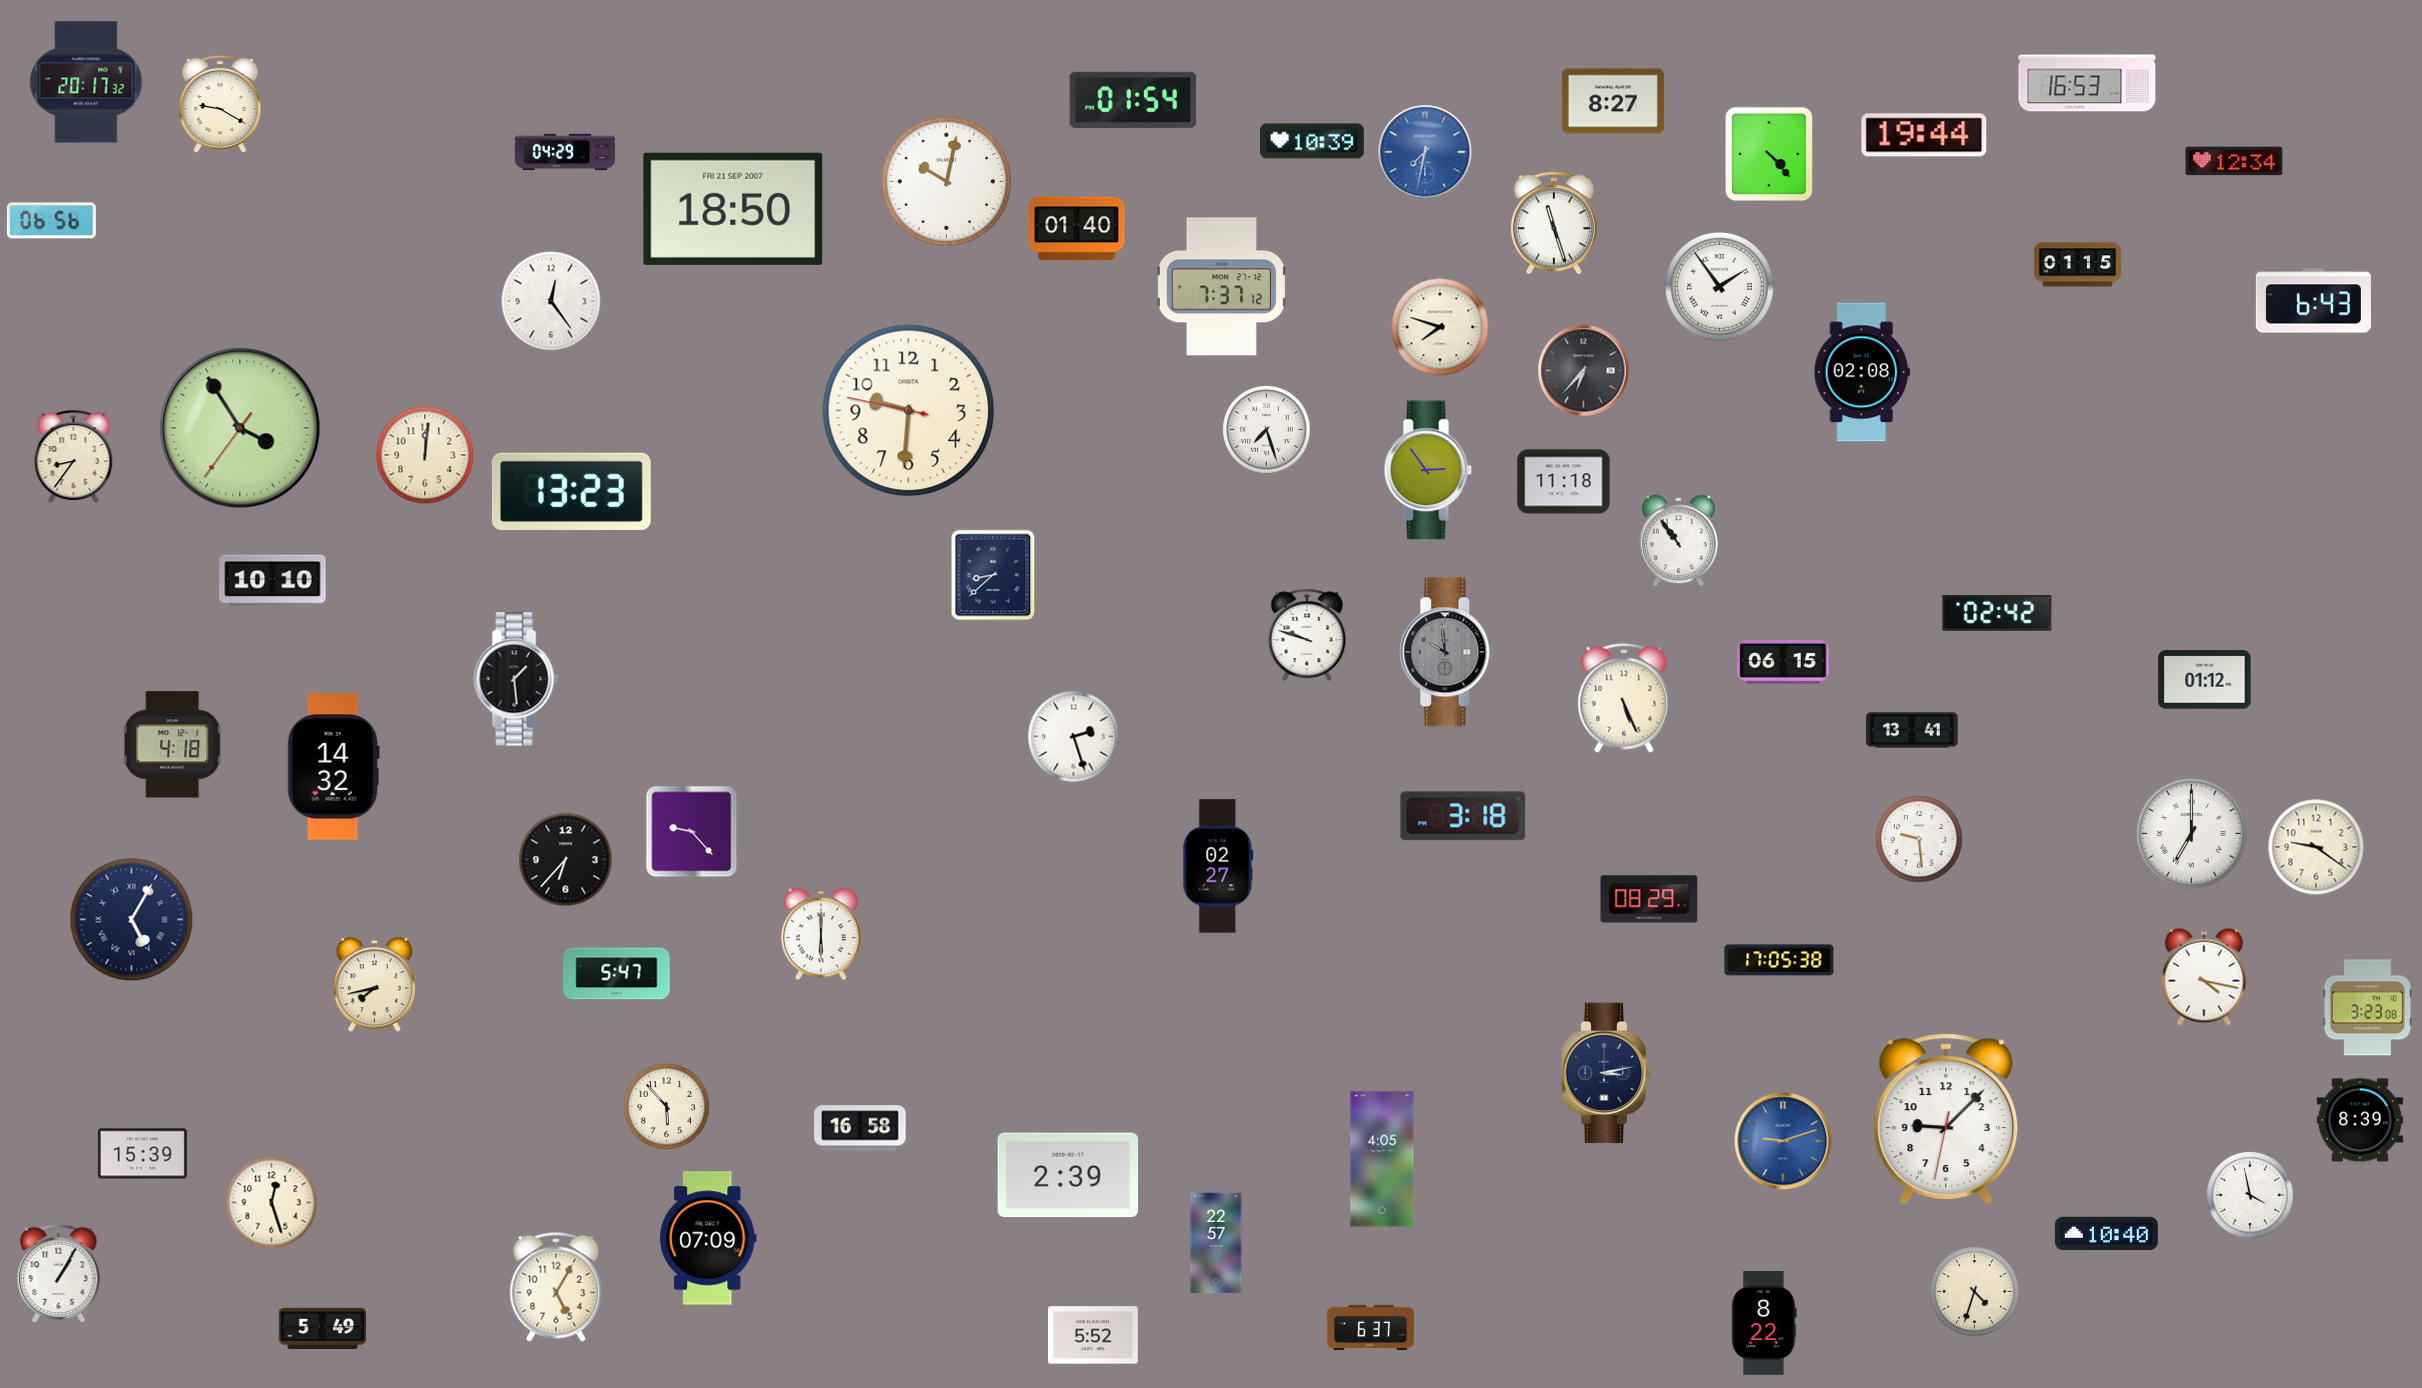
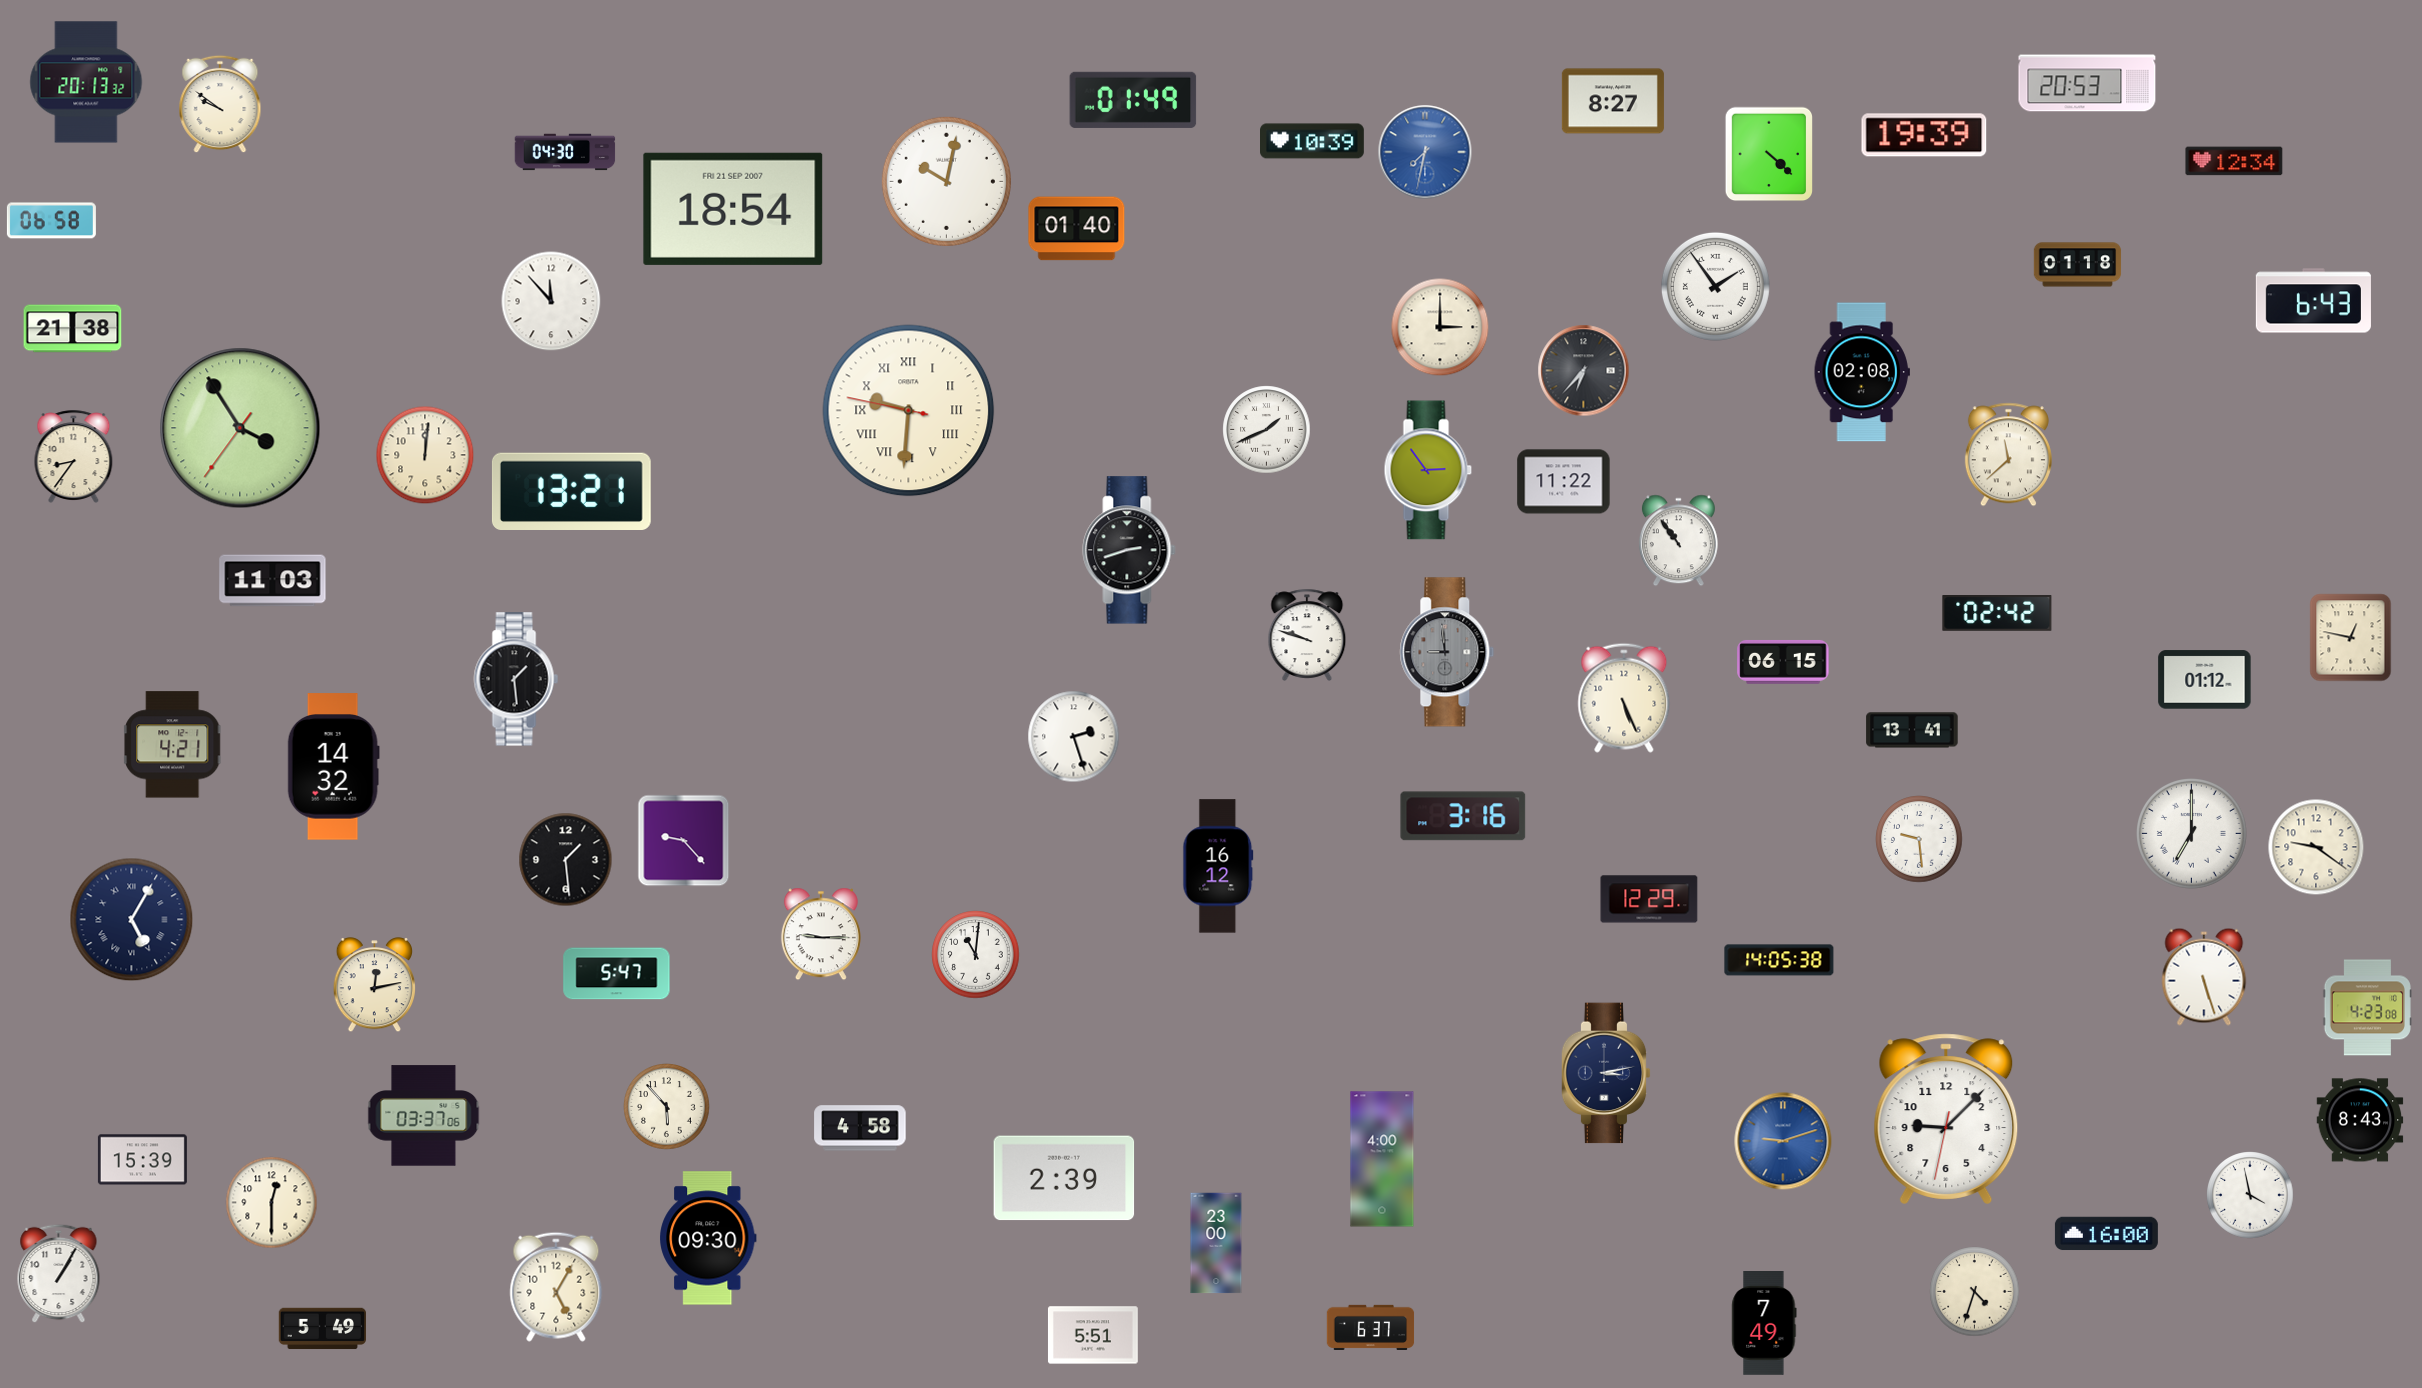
clock at (86, 82): 20:17 -> 20:13
clock at (2087, 83): 16:53 -> 20:53
clock at (1133, 100): 01:54 -> 01:49
clock at (220, 104): 9:20 -> 9:51
clock at (1924, 135): 19:44 -> 19:39
clock at (565, 152): 04:29 -> 04:30
clock at (1769, 154): 4:23 -> 4:22
clock at (733, 209): 18:50 -> 18:54
clock at (51, 221): 06:56 -> 06:58
clock at (1554, 223): 11:27 -> none
clock at (2078, 265): 01:15 -> 01:18
clock at (1719, 286) position: (1719, 286) -> (1715, 286)
clock at (1221, 287): 7:37 -> none
clock at (551, 301): 12:24 -> 11:53
clock at (1440, 327): 7:48 -> 3:00
clock at (73, 329): none -> 21:38
clock at (909, 411) numerals: Arabic -> Roman
clock at (1267, 430): 7:27 -> 1:41
clock at (2008, 455): none -> 11:38
clock at (1564, 482): 11:18 -> 11:22
clock at (571, 492): 13:23 -> 13:21
clock at (1129, 550): none -> 2:42
clock at (993, 575): 8:38 -> none
clock at (273, 581): 10:10 -> 11:03
clock at (2351, 638): none -> 12:47
clock at (1447, 652): 9:59 -> 8:59
clock at (173, 745): 4:18 -> 4:21
clock at (1463, 816): 3:18 -> 3:16
clock at (692, 832) position: (692, 832) -> (684, 841)
clock at (566, 860): 6:37 -> 1:29
clock at (1218, 866): 02:27 -> 16:12
clock at (1649, 899): 08:29 -> 12:29
clock at (821, 934): 6:00 -> 9:15
clock at (976, 955): none -> 11:01
clock at (1779, 960): 17:05 -> 14:05
clock at (2204, 977): 4:17 -> 5:27
clock at (374, 986): 7:43 -> 12:13
clock at (2367, 1008): 3:23 -> 4:23
clock at (424, 1116): none -> 03:37
clock at (2360, 1120): 8:39 -> 8:43
clock at (860, 1128): 16:58 -> 4:58
clock at (142, 1154) position: (142, 1154) -> (142, 1160)
clock at (1382, 1159): 4:05 -> 4:00
clock at (1068, 1175) position: (1068, 1175) -> (1064, 1178)
clock at (272, 1203): 12:27 -> 12:30
clock at (2106, 1234): 10:40 -> 16:00
clock at (708, 1238): 07:09 -> 09:30
clock at (1216, 1243): 22:57 -> 23:00
clock at (1764, 1324): 8:22 -> 7:49
clock at (1093, 1335): 5:52 -> 5:51
